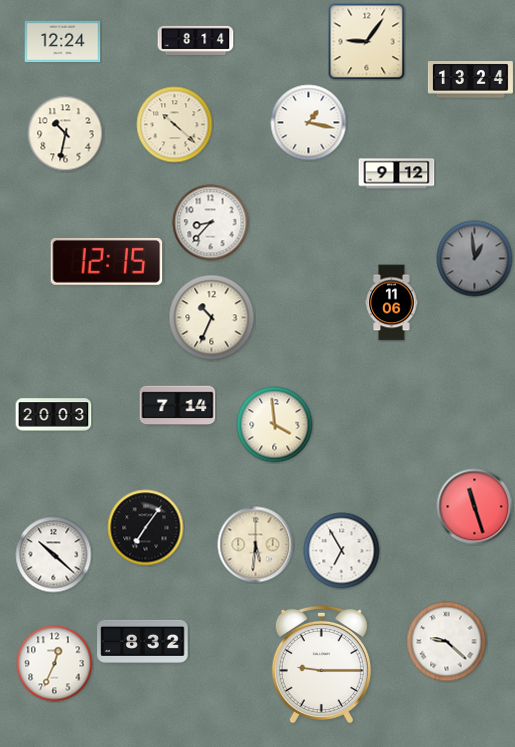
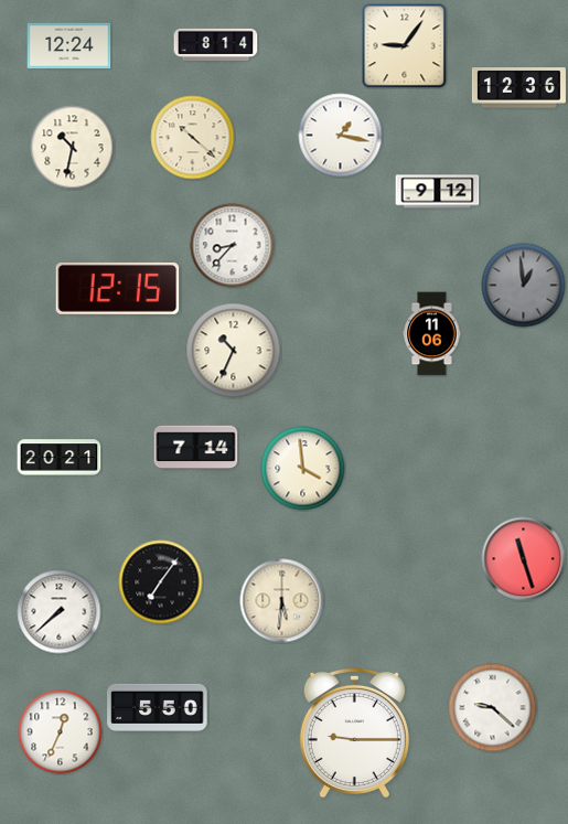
clock at (470, 80): 13:24 -> 12:36
clock at (54, 415): 20:03 -> 20:21
clock at (342, 551): 6:55 -> none
clock at (54, 555): 10:22 -> 7:38
clock at (143, 641): 8:32 -> 5:50
